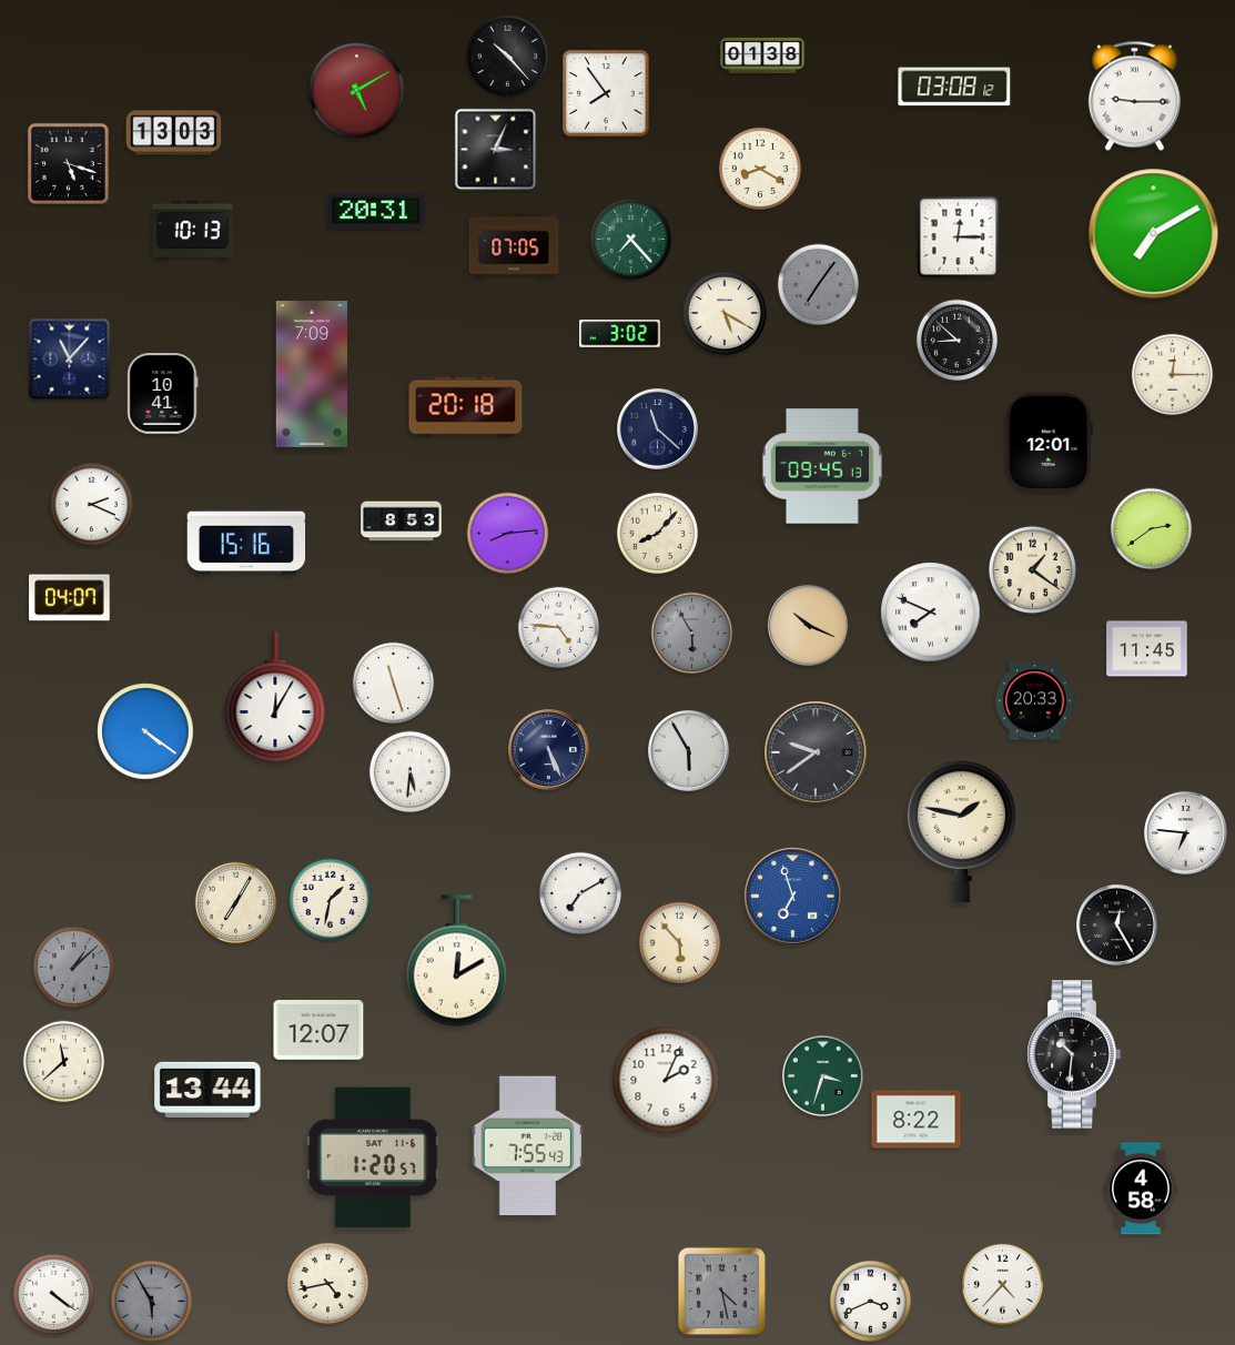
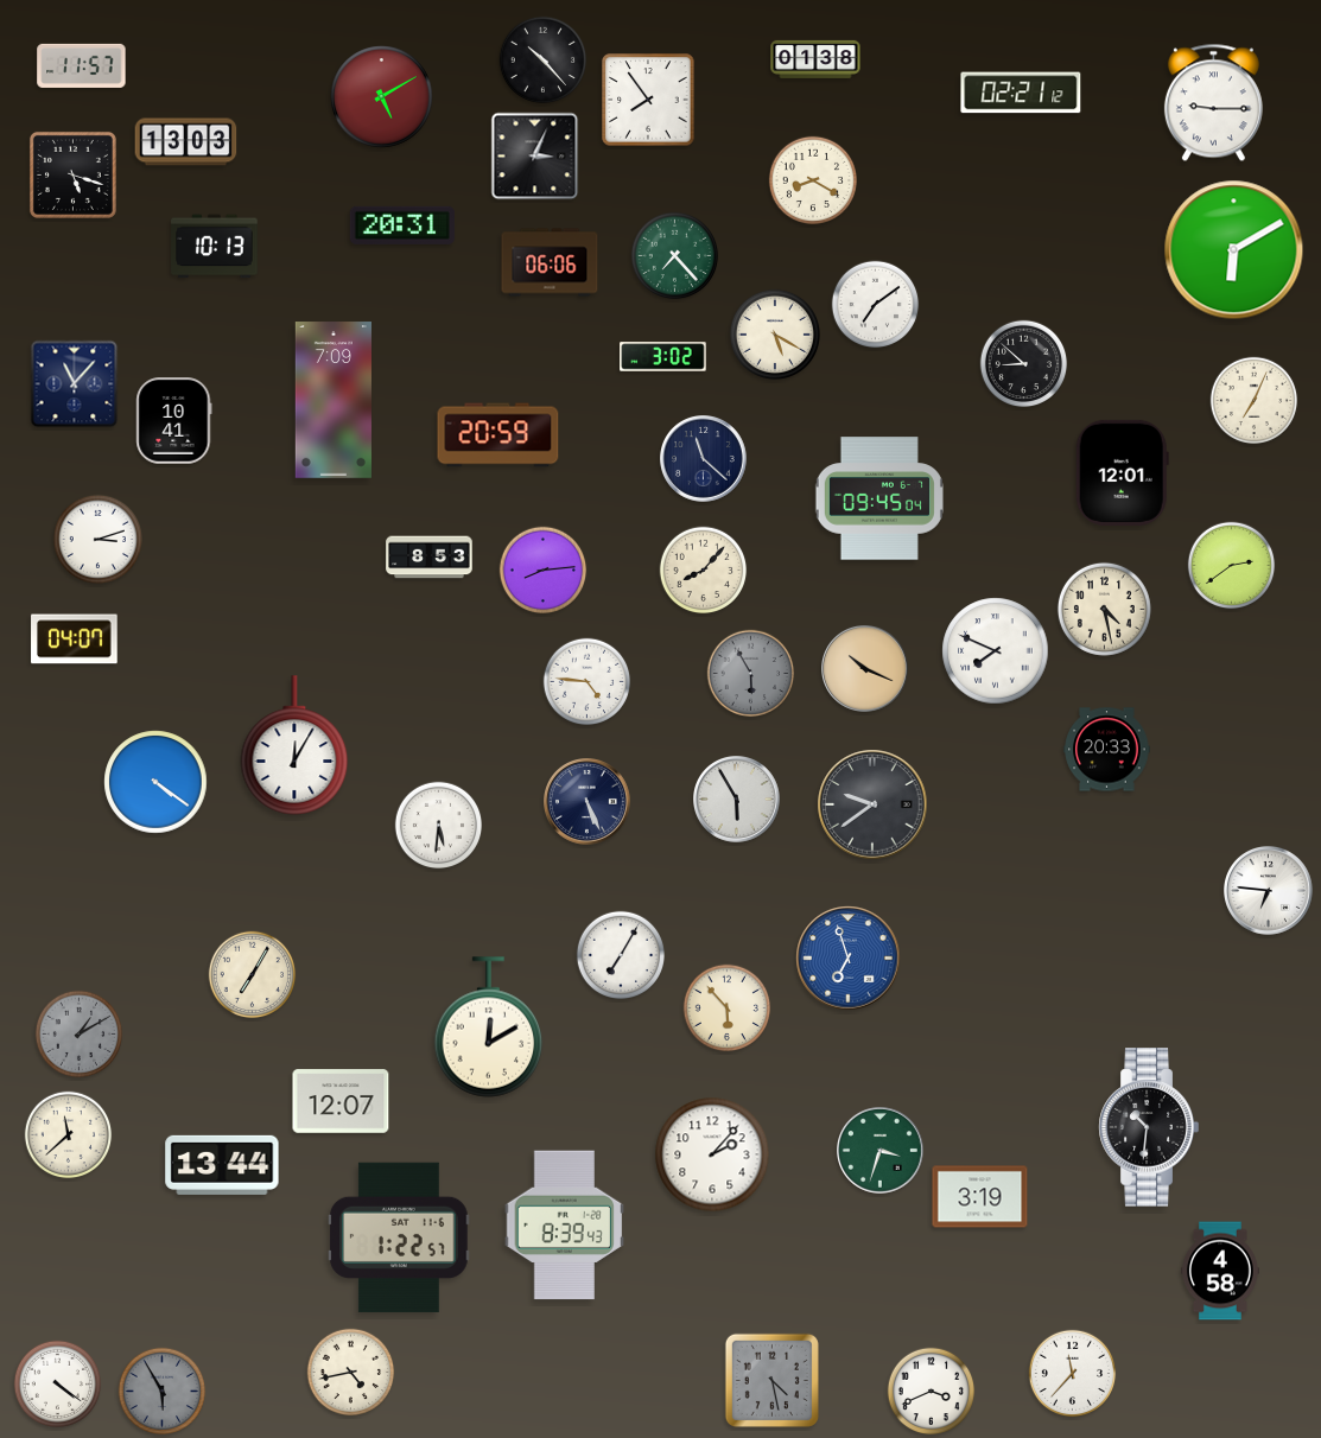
clock at (82, 65): none -> 11:57
clock at (954, 87): 03:08 -> 02:21
clock at (496, 150) position: (496, 150) -> (535, 157)
clock at (193, 231) position: (193, 231) -> (215, 247)
clock at (1154, 234): 7:10 -> 6:10
clock at (959, 237): 12:15 -> none
clock at (514, 245): 07:05 -> 06:06
clock at (819, 285): 7:06 -> 7:09
clock at (819, 285) dial: grey -> white
clock at (1173, 375): 12:15 -> 7:04
clock at (466, 407): 20:18 -> 20:59
clock at (822, 466): 09:45:13 -> 09:45:04
clock at (91, 504): 2:19 -> 3:12
clock at (246, 543): 15:16 -> none
clock at (1032, 569): 1:21 -> 4:28
clock at (931, 613) position: (931, 613) -> (996, 651)
clock at (559, 628) position: (559, 628) -> (588, 682)
clock at (692, 634) position: (692, 634) -> (751, 674)
clock at (1147, 649): 11:45 -> none
clock at (394, 684): 11:27 -> none
clock at (689, 751) position: (689, 751) -> (737, 800)
clock at (961, 831): 1:47 -> none
clock at (579, 892): 7:10 -> 7:05
clock at (331, 900): 1:32 -> none
clock at (236, 903) position: (236, 903) -> (253, 975)
clock at (1117, 926): 12:25 -> none
clock at (74, 968): 1:08 -> 1:10
clock at (666, 1080): 2:04 -> 2:07
clock at (917, 1120): 8:22 -> 3:19
clock at (528, 1146): 7:55 -> 8:39
clock at (373, 1157): 1:20 -> 1:22
clock at (1003, 1285): 4:37 -> 11:37
